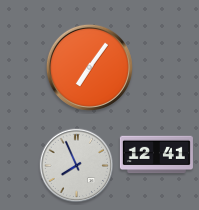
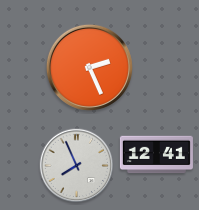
clock at (89, 67): 7:06 -> 2:26
